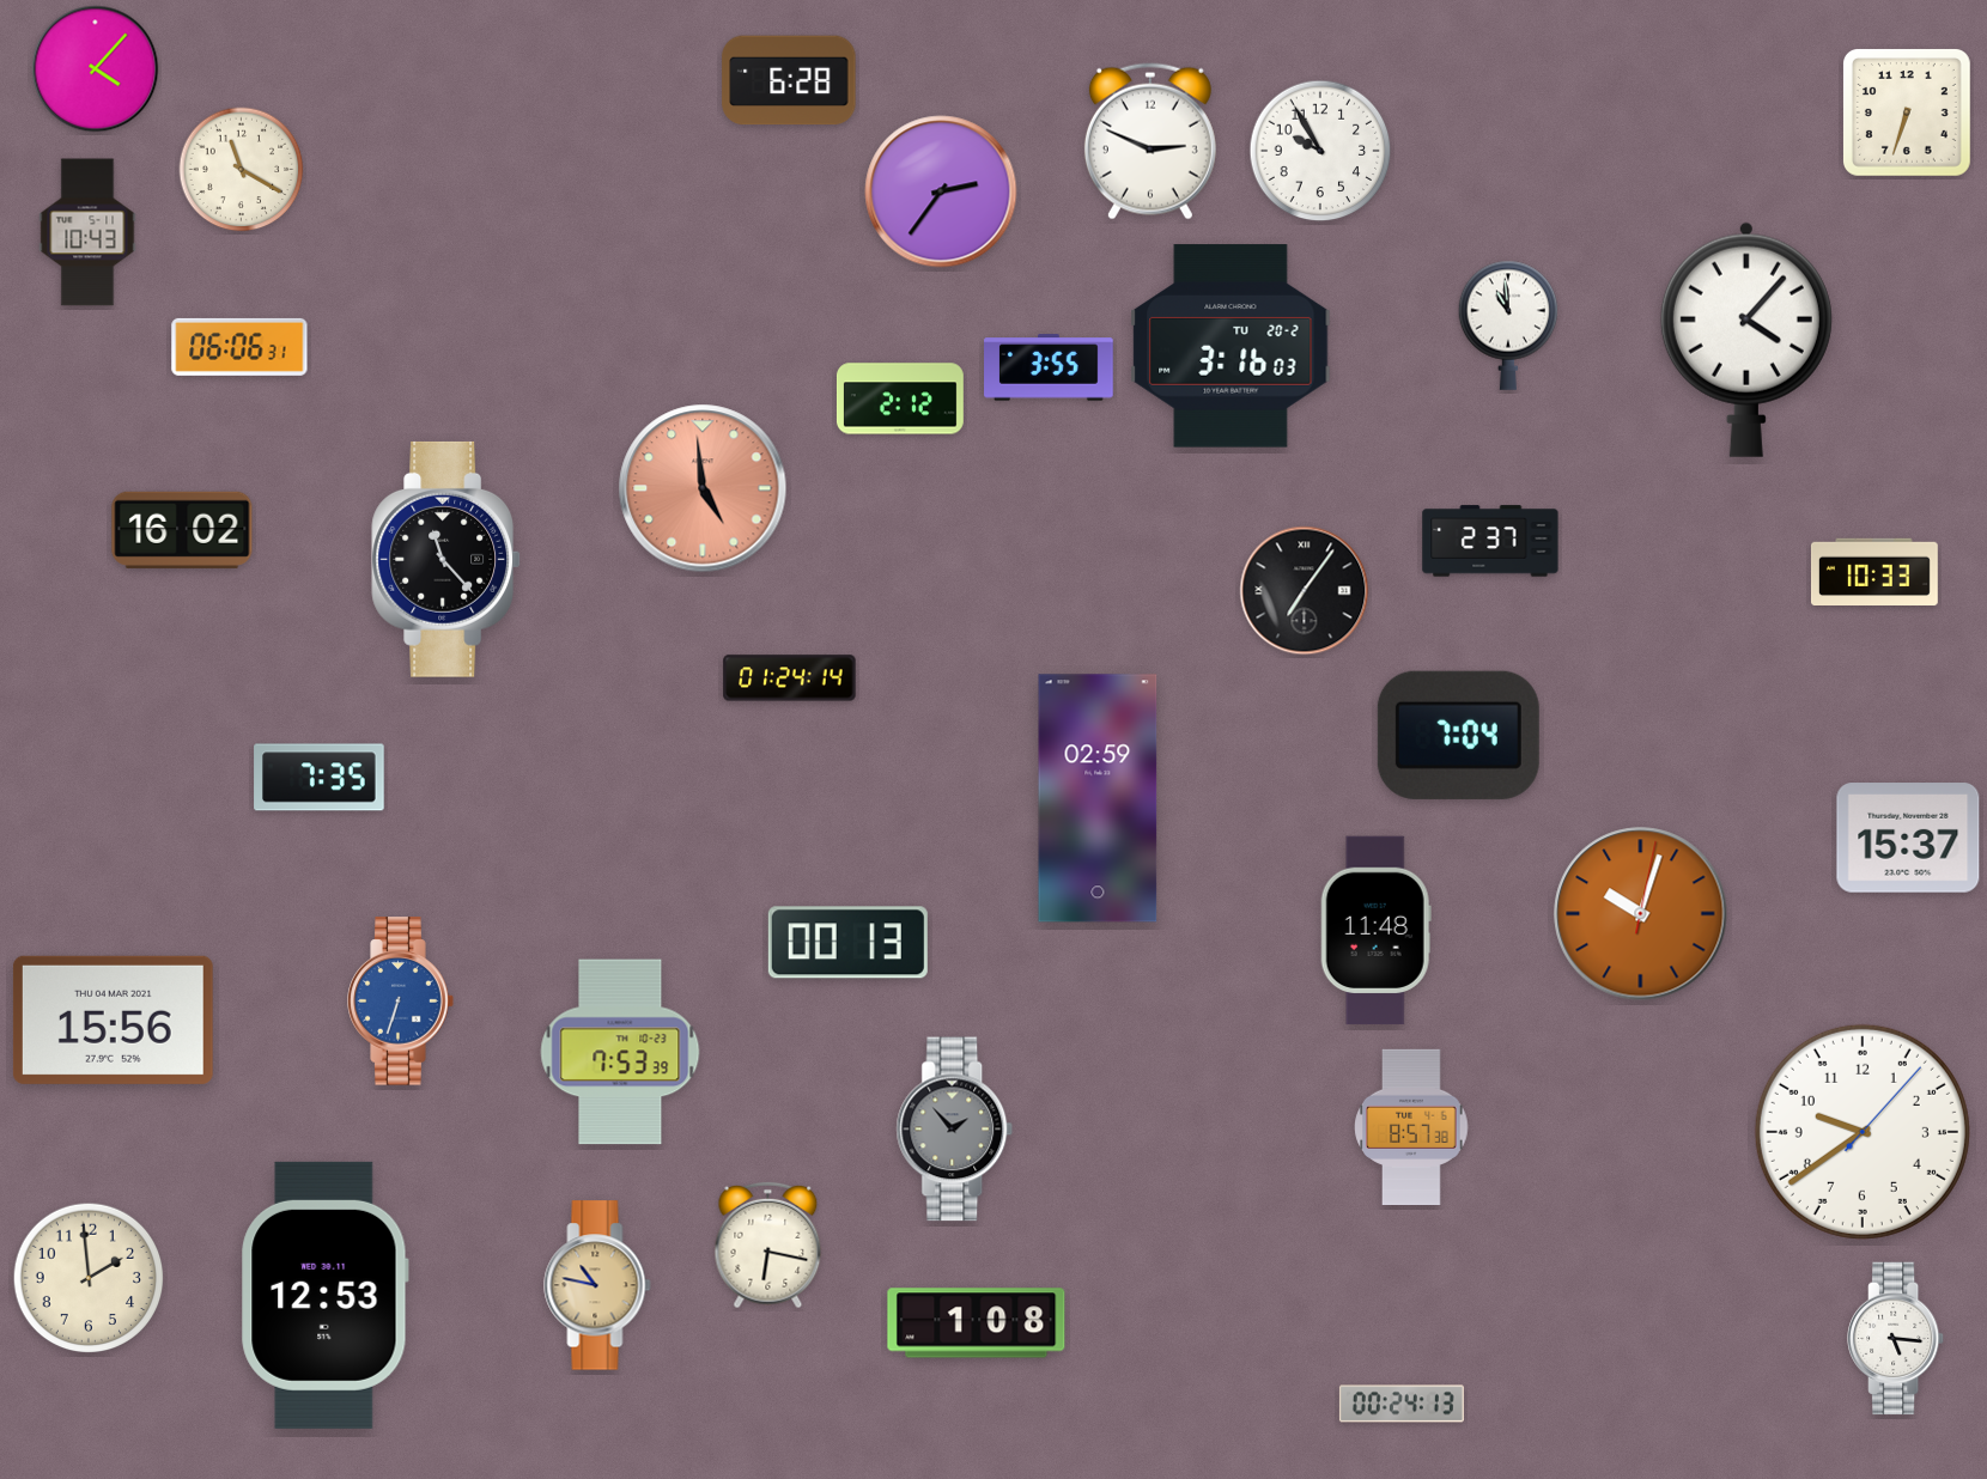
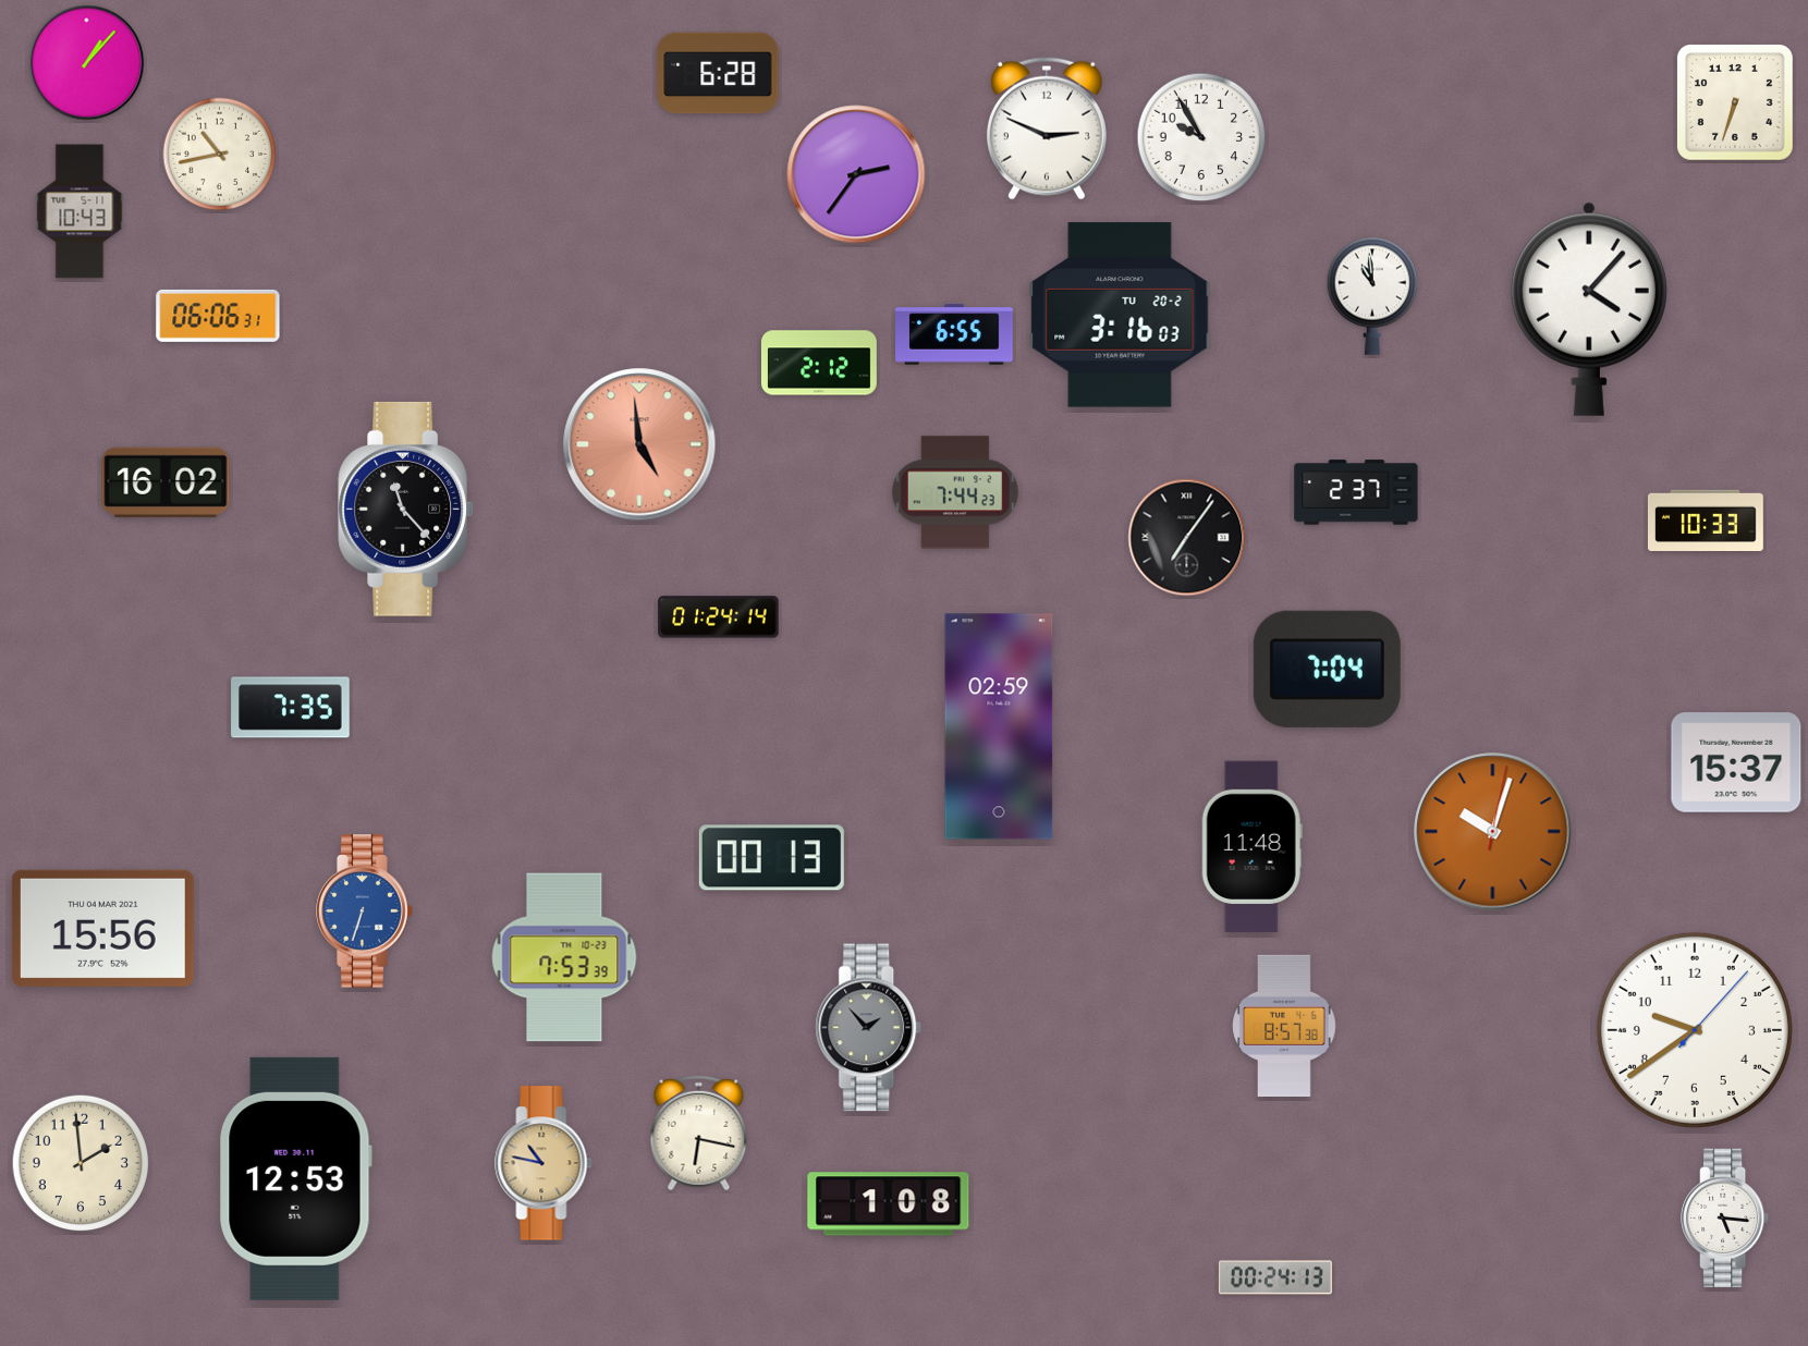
clock at (96, 69): 4:07 -> 1:07
clock at (242, 170): 11:20 -> 10:43
clock at (1049, 367): 3:55 -> 6:55
clock at (955, 492): none -> 7:44
clock at (597, 1285) position: (597, 1285) -> (543, 1163)
